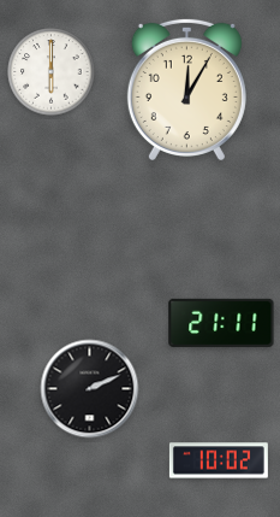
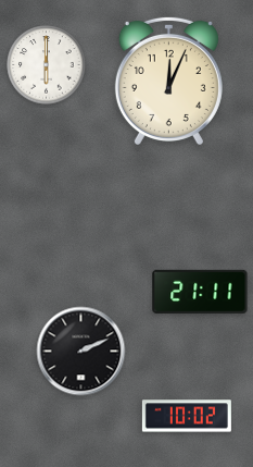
clock at (186, 89): 12:05 -> 12:04
clock at (219, 460) position: (219, 460) -> (187, 416)
